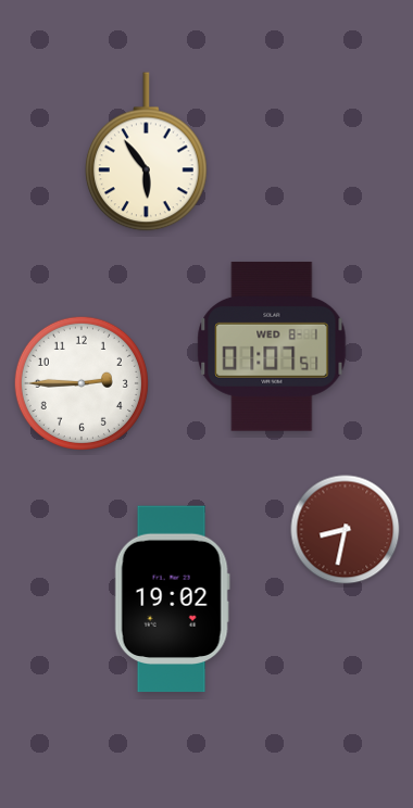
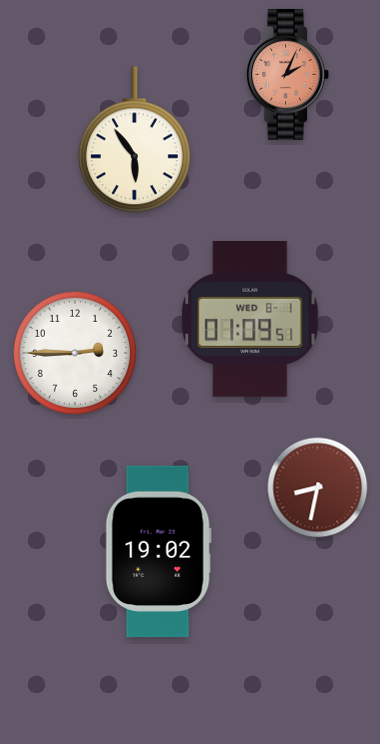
clock at (288, 74): none -> 2:04
clock at (272, 346): 01:07 -> 01:09
